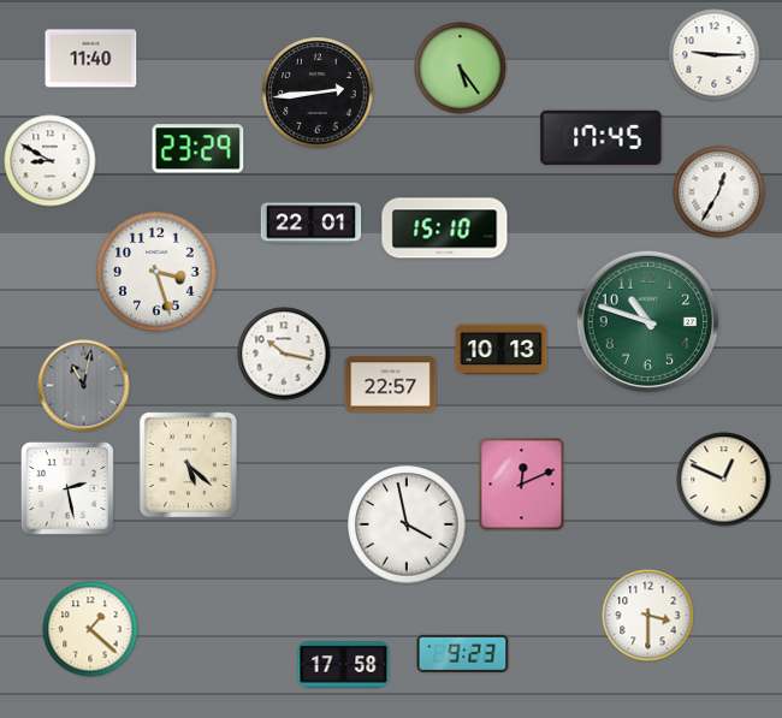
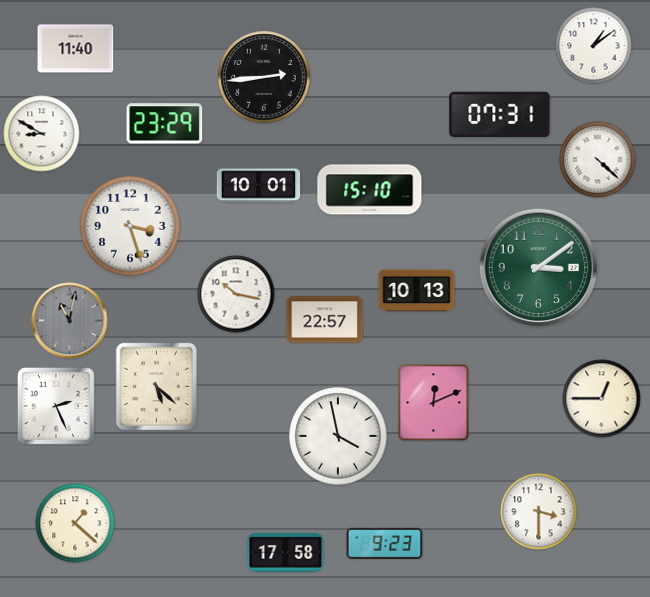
clock at (715, 55): 9:15 -> 1:09
clock at (461, 69): 5:24 -> none
clock at (602, 138): 17:45 -> 07:31
clock at (719, 192): 12:35 -> 4:22
clock at (312, 224): 22:01 -> 10:01
clock at (648, 322): 10:48 -> 3:09
clock at (724, 480): 12:49 -> 12:45
clock at (67, 488): 2:28 -> 2:26
